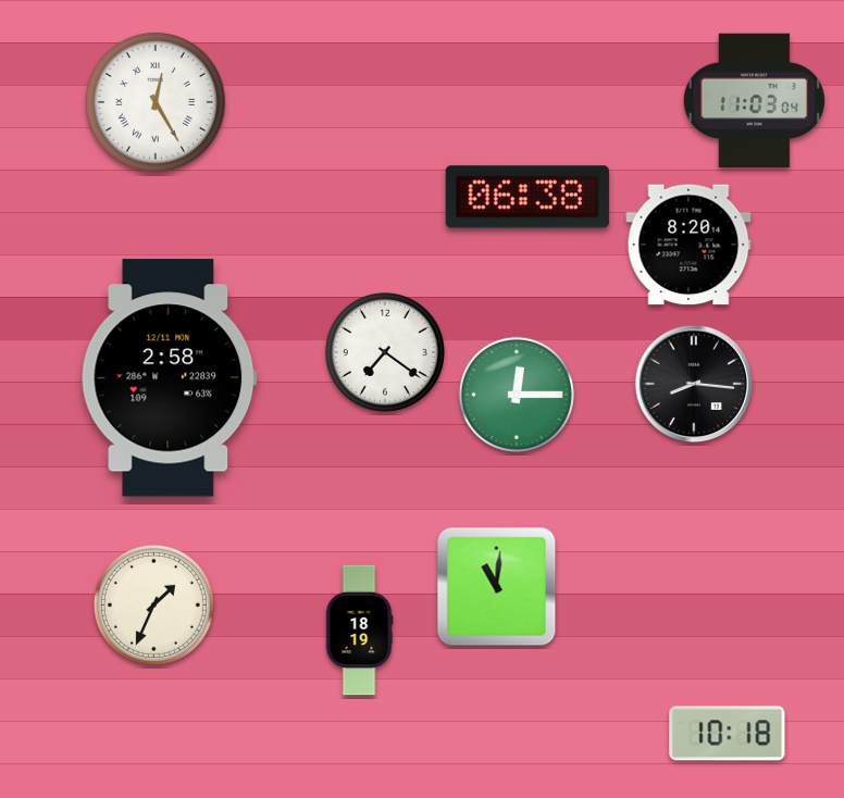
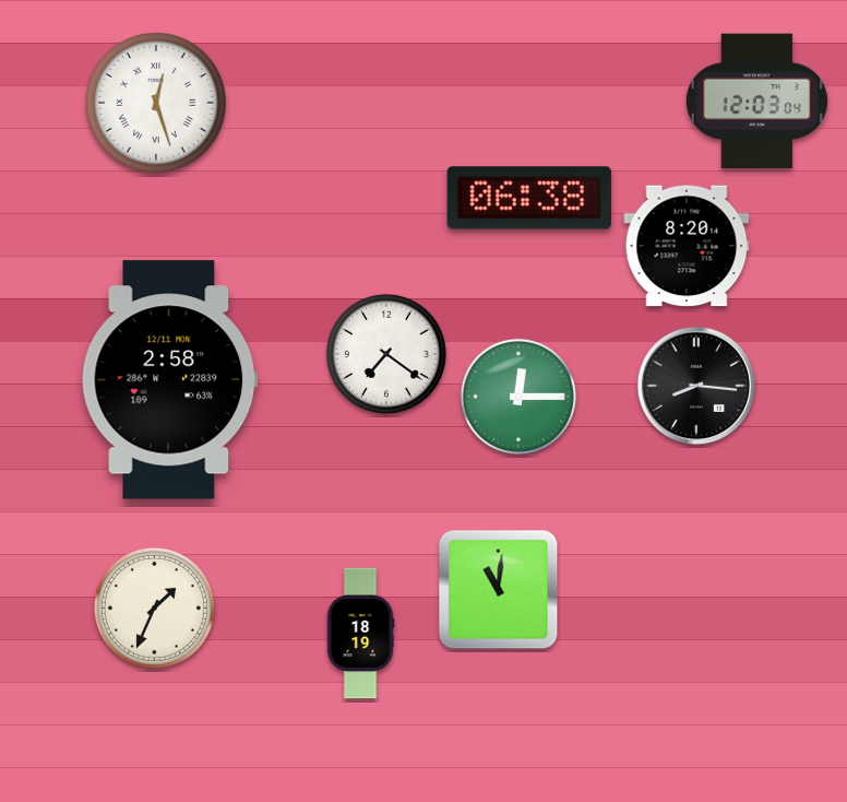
clock at (754, 101): 11:03 -> 12:03
clock at (156, 102): 12:25 -> 12:27
clock at (688, 245) position: (688, 245) -> (687, 246)
clock at (728, 734): 10:18 -> none
